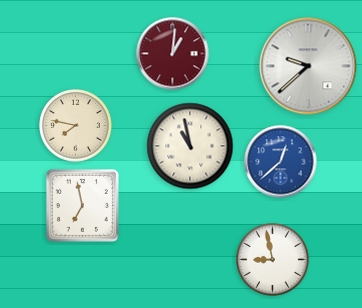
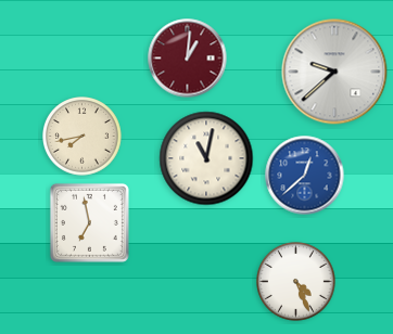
clock at (76, 126): 7:47 -> 7:43
clock at (190, 146): 10:58 -> 11:02
clock at (273, 260): 8:58 -> 4:26
